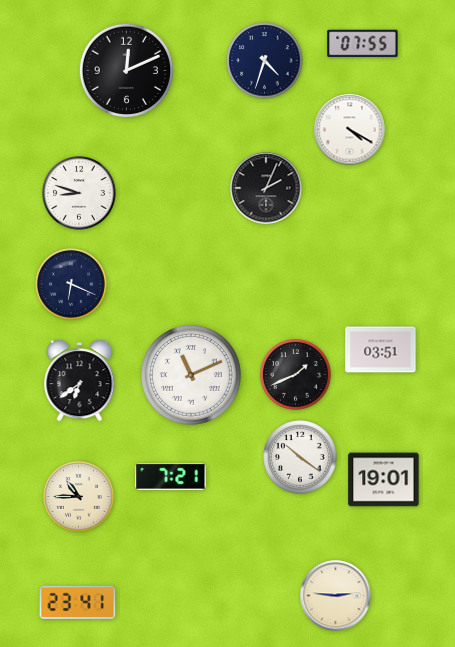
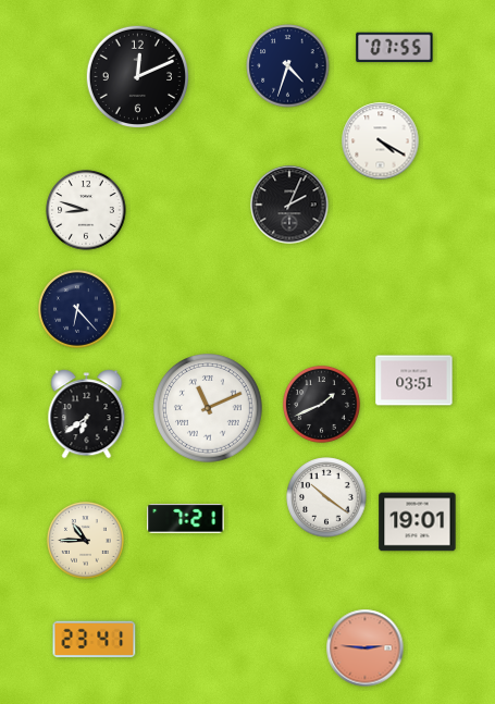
clock at (72, 285): 6:19 -> 6:23
clock at (295, 374) position: (295, 374) -> (321, 404)
clock at (336, 596) dial: cream -> salmon
clock at (78, 602) position: (78, 602) -> (95, 639)
